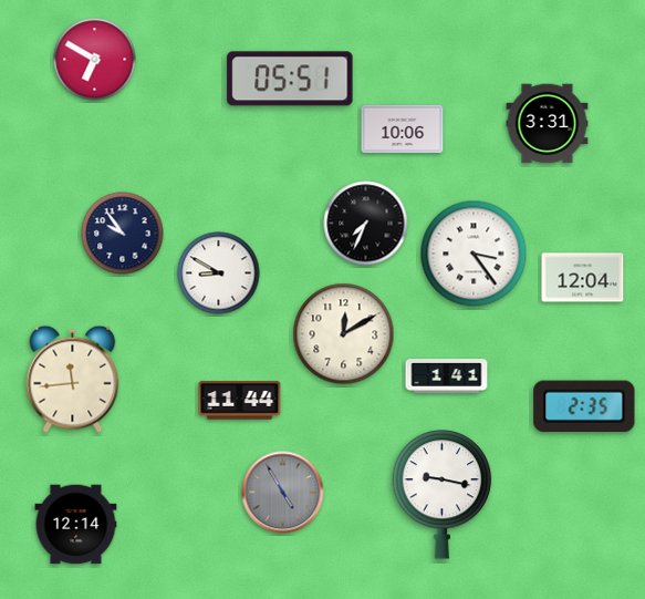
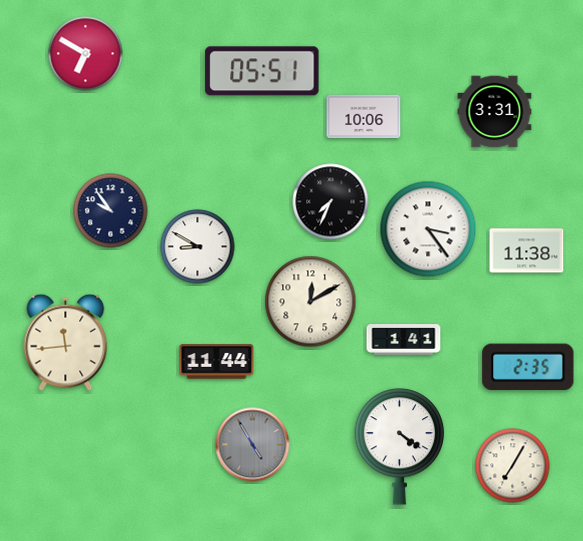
clock at (583, 278): 12:04 -> 11:38
clock at (283, 493) position: (283, 493) -> (253, 445)
clock at (443, 495): 9:17 -> 4:21
clock at (513, 466): none -> 7:05
clock at (76, 525): 12:14 -> none
